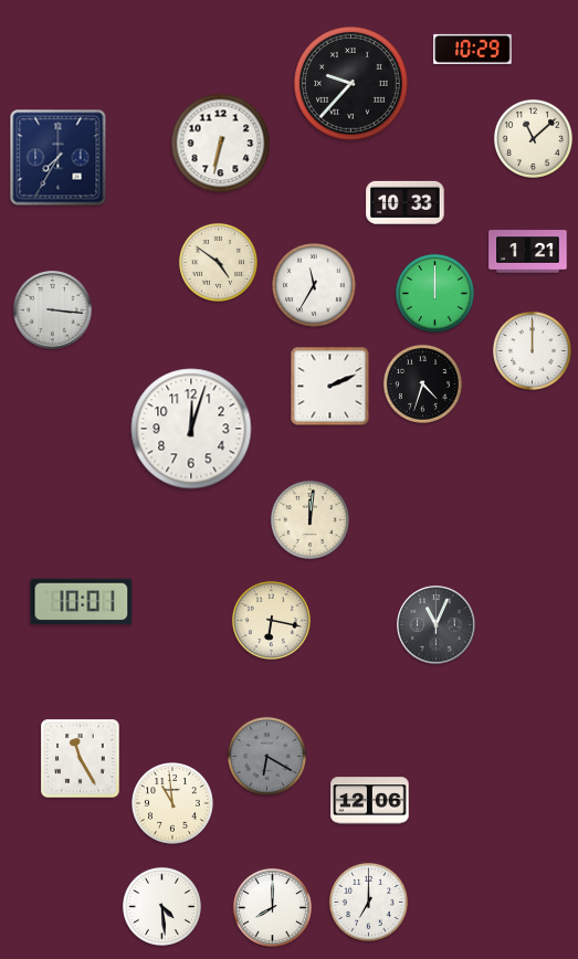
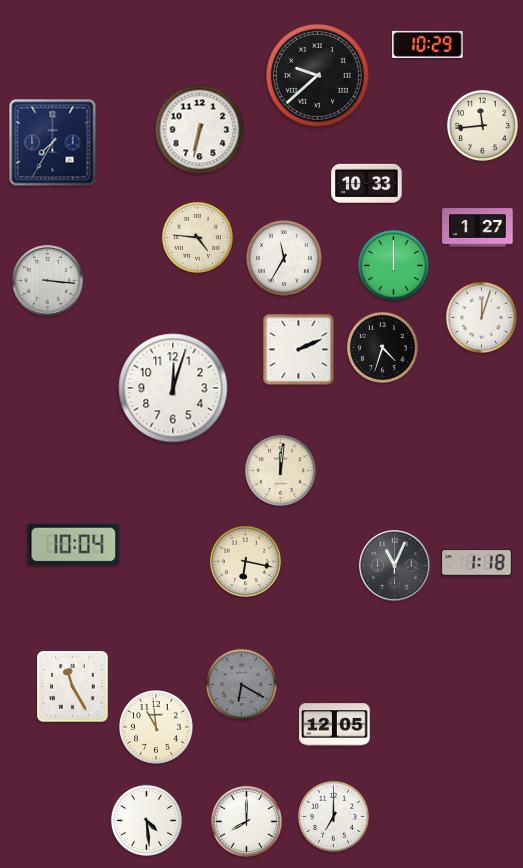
clock at (351, 84): 9:37 -> 9:38
clock at (533, 138): 11:08 -> 11:44
clock at (528, 252): 1:21 -> 1:27
clock at (218, 262): 4:51 -> 4:46
clock at (532, 350): 12:00 -> 12:03
clock at (82, 602): 10:01 -> 10:04
clock at (477, 563): none -> 1:18
clock at (370, 801): 12:06 -> 12:05
